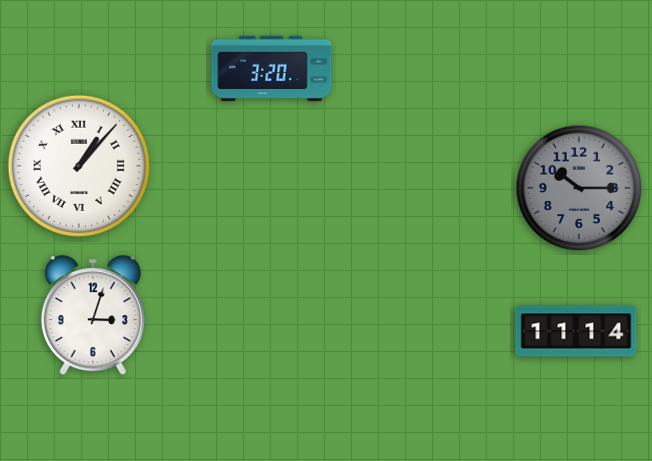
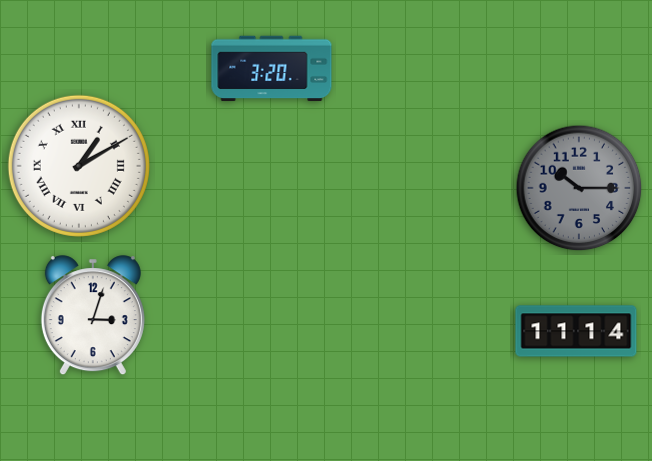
clock at (79, 166): 1:07 -> 1:10
